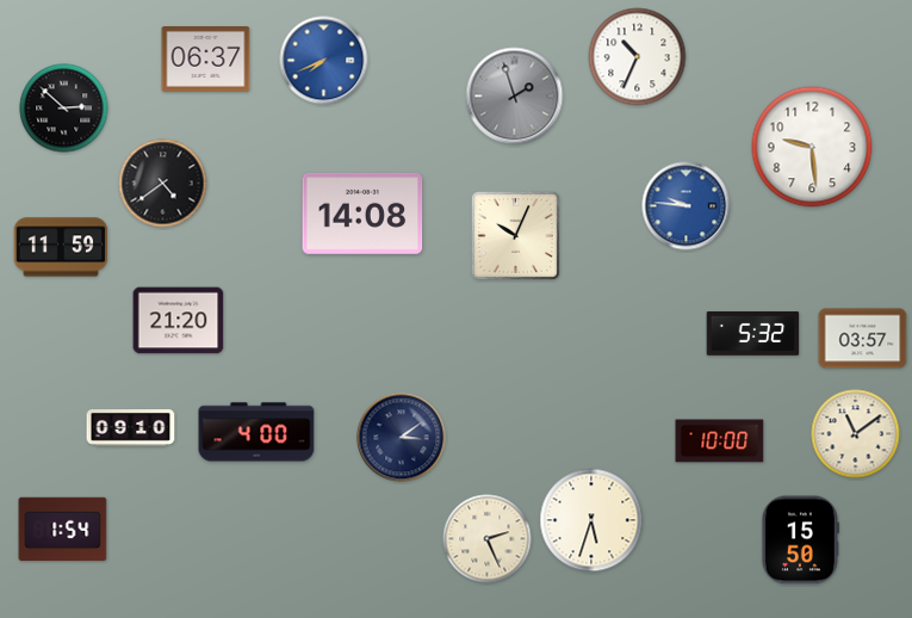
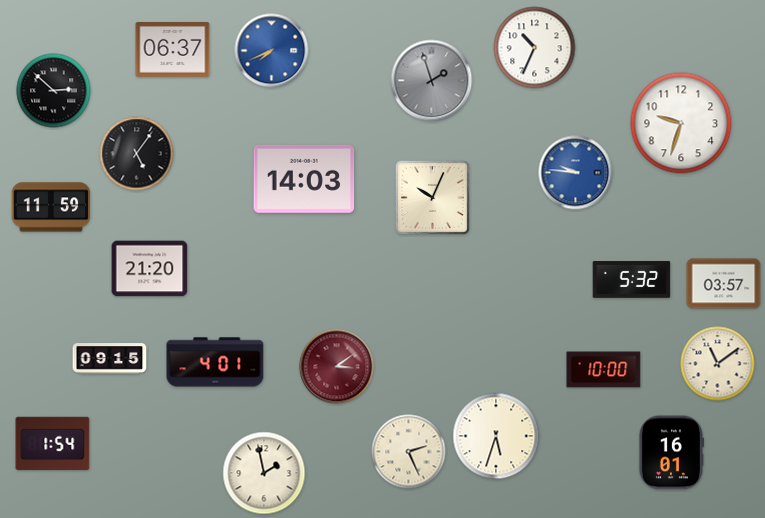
clock at (812, 147): 9:29 -> 9:33
clock at (163, 184): 4:39 -> 5:06
clock at (362, 214): 14:08 -> 14:03
clock at (131, 428): 09:10 -> 09:15
clock at (256, 432): 4:00 -> 4:01
clock at (402, 438) dial: navy -> burgundy
clock at (800, 540): 15:50 -> 16:01
clock at (264, 473): none -> 1:58
